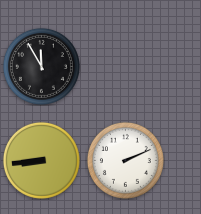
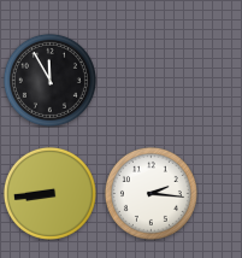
clock at (125, 160): 2:11 -> 2:16
